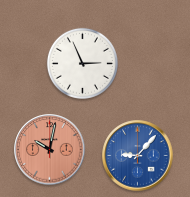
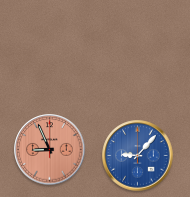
clock at (82, 63): 2:56 -> none
clock at (50, 150): 10:02 -> 8:56
